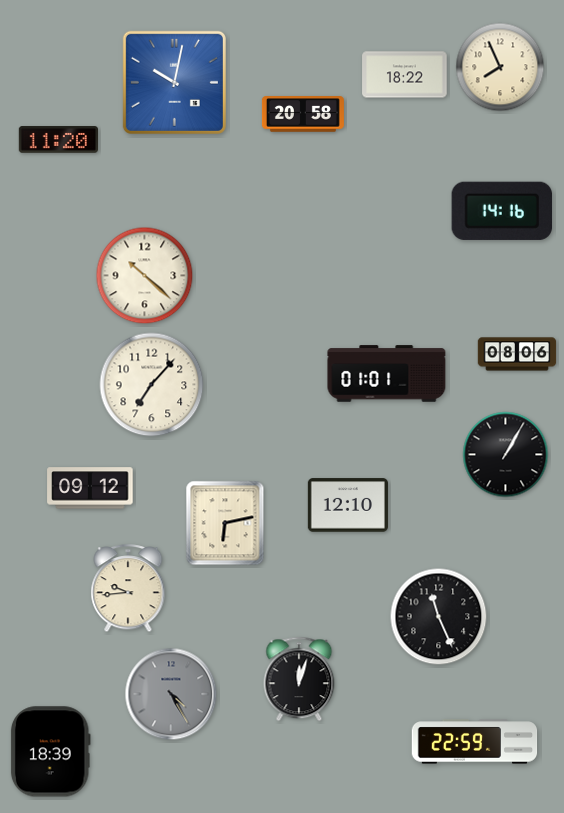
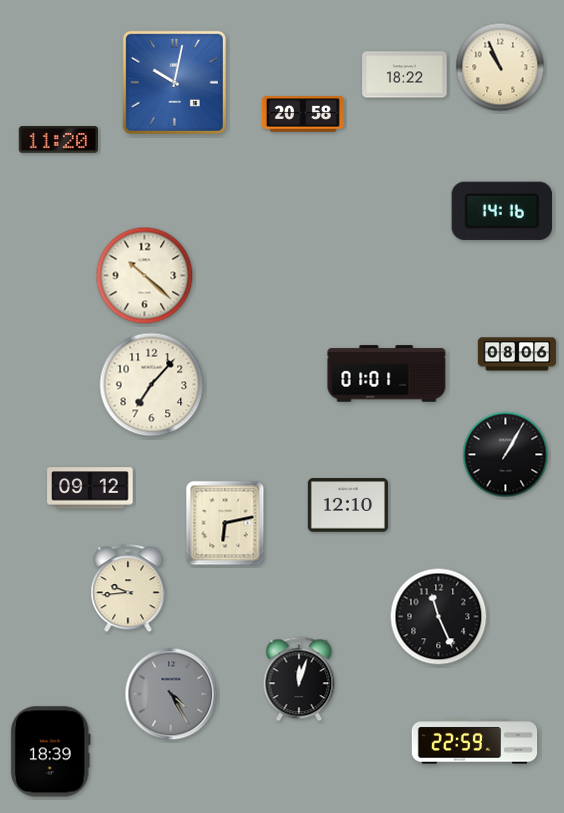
clock at (500, 67): 7:56 -> 10:56
